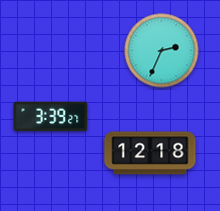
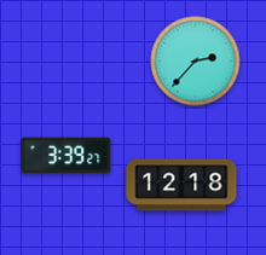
clock at (162, 51): 2:34 -> 2:37
clock at (51, 117) position: (51, 117) -> (66, 156)
